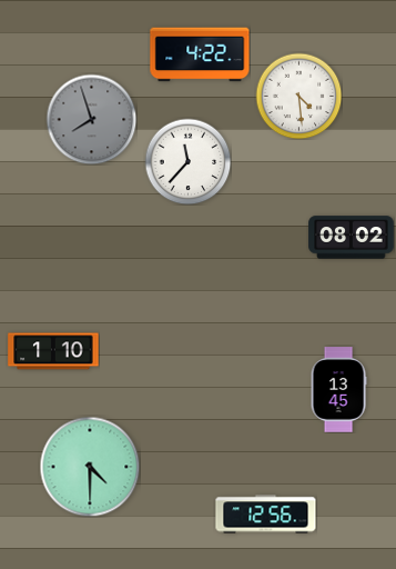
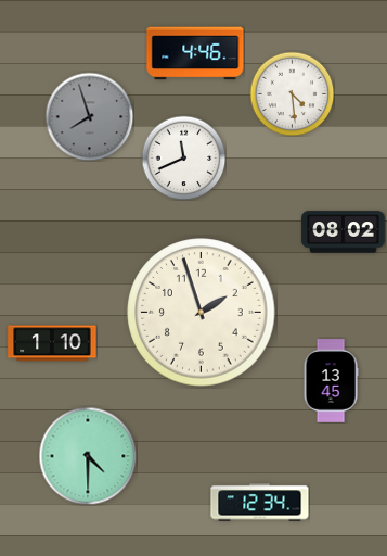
clock at (200, 54): 4:22 -> 4:46
clock at (187, 161): 11:37 -> 11:41
clock at (202, 313): none -> 1:57
clock at (266, 515): 12:56 -> 12:34
